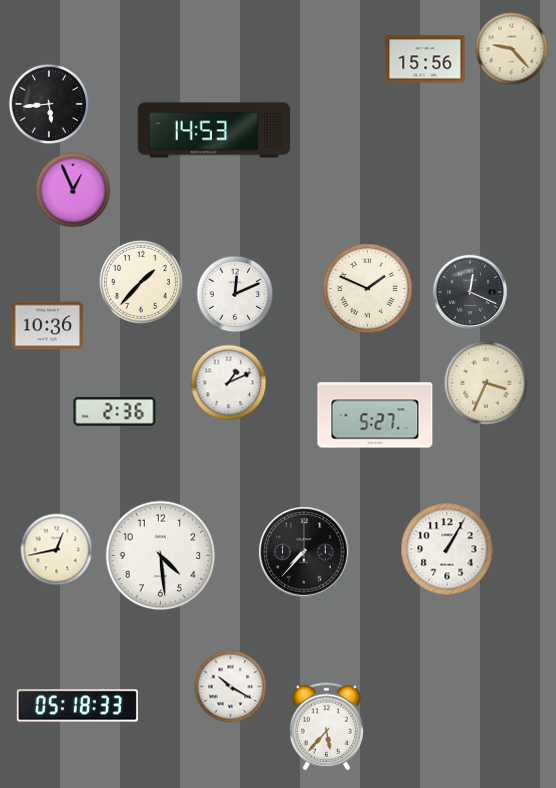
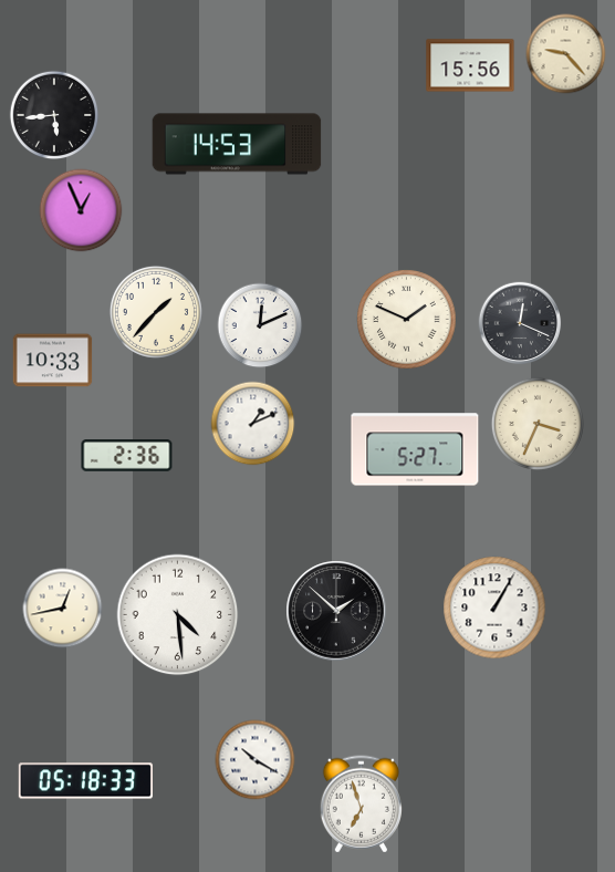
clock at (48, 326): 10:36 -> 10:33
clock at (375, 415) position: (375, 415) -> (415, 449)
clock at (304, 552): 7:37 -> 1:52
clock at (326, 727): 5:37 -> 6:57
